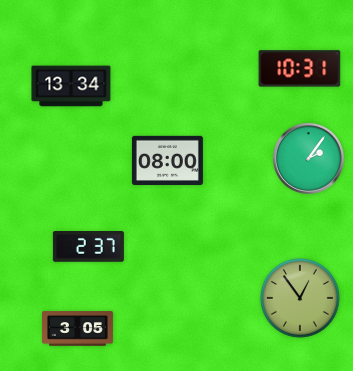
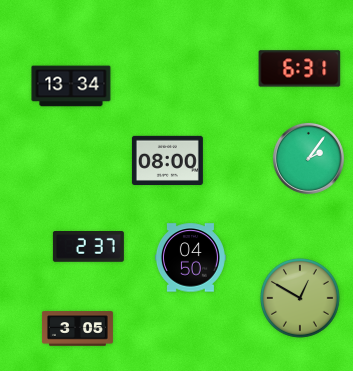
clock at (300, 69): 10:31 -> 6:31
clock at (190, 258): none -> 04:50
clock at (301, 299): 12:54 -> 12:50
